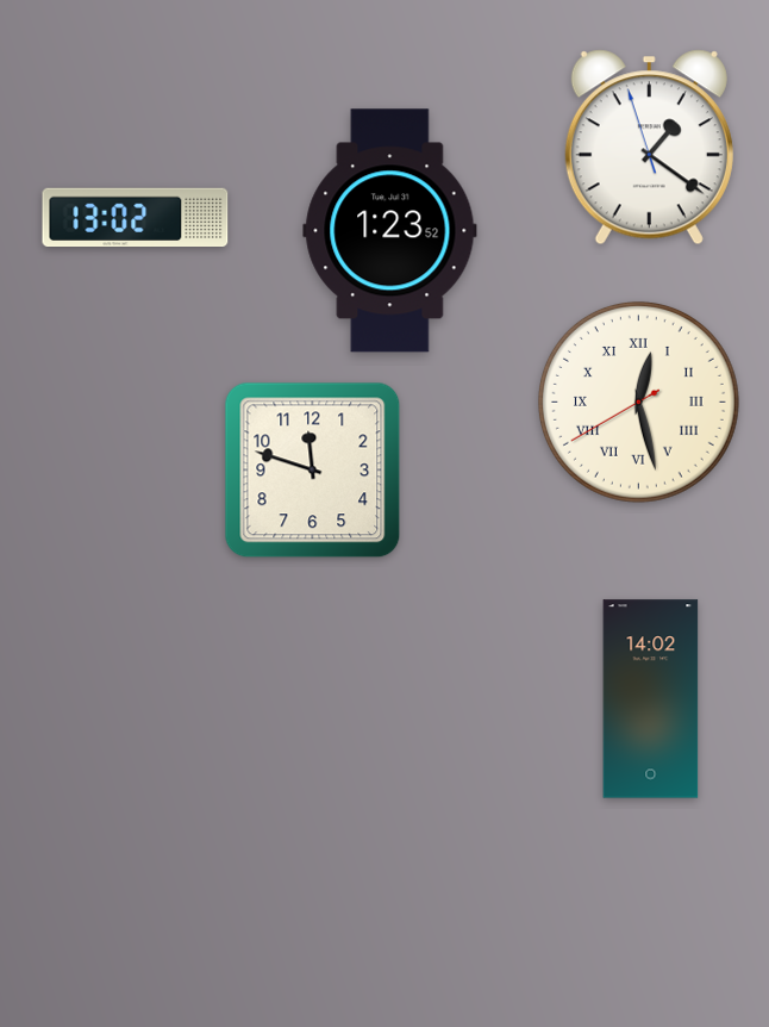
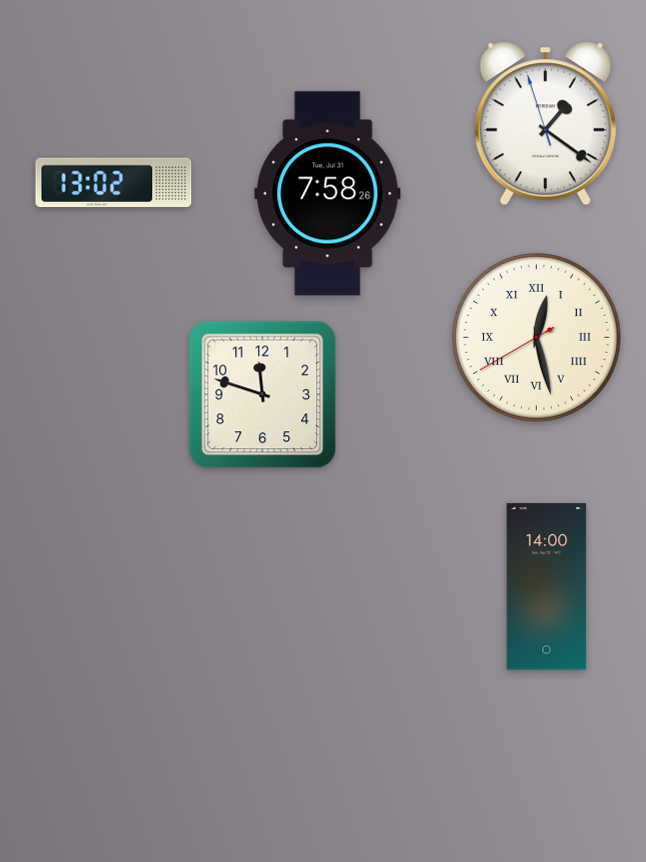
clock at (390, 231): 1:23 -> 7:58
clock at (651, 699): 14:02 -> 14:00
